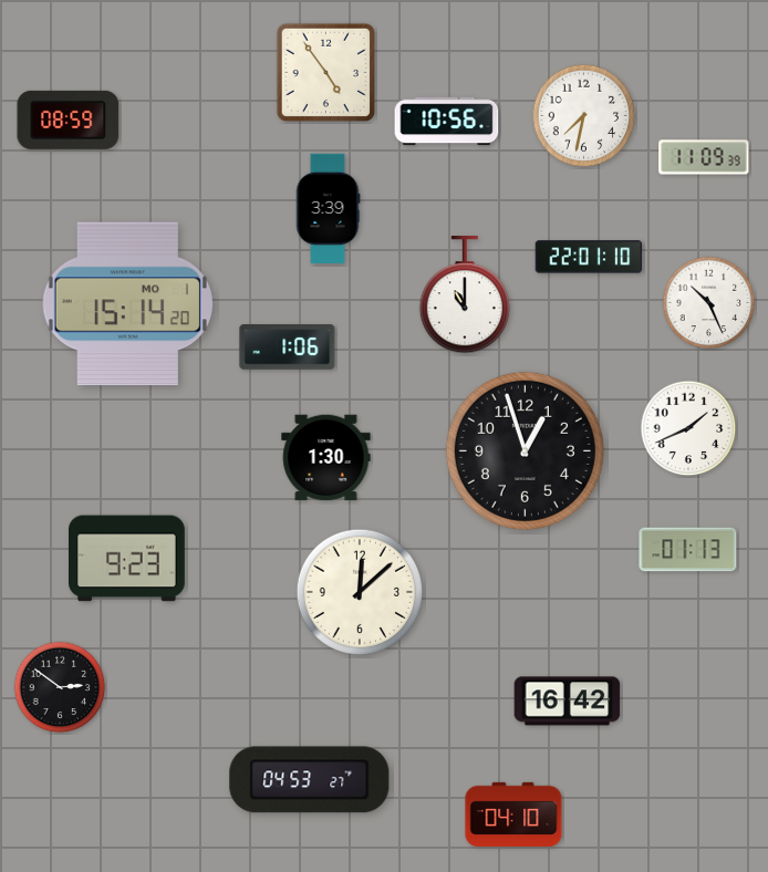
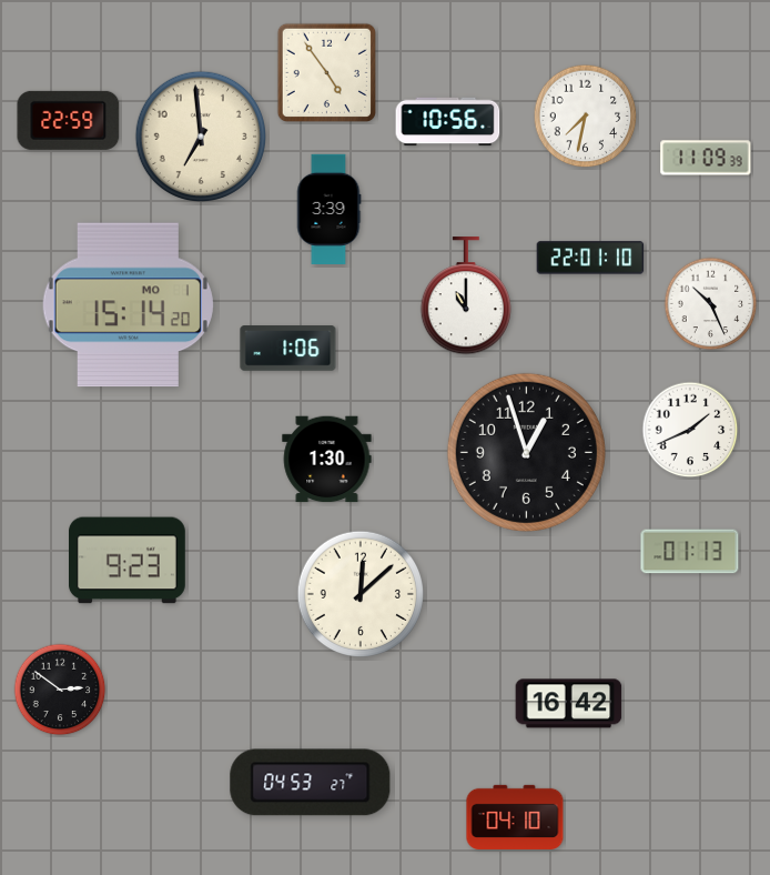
clock at (69, 120): 08:59 -> 22:59
clock at (200, 135): none -> 6:59
